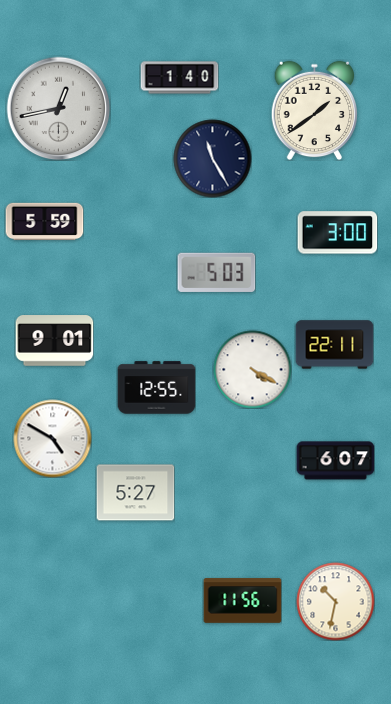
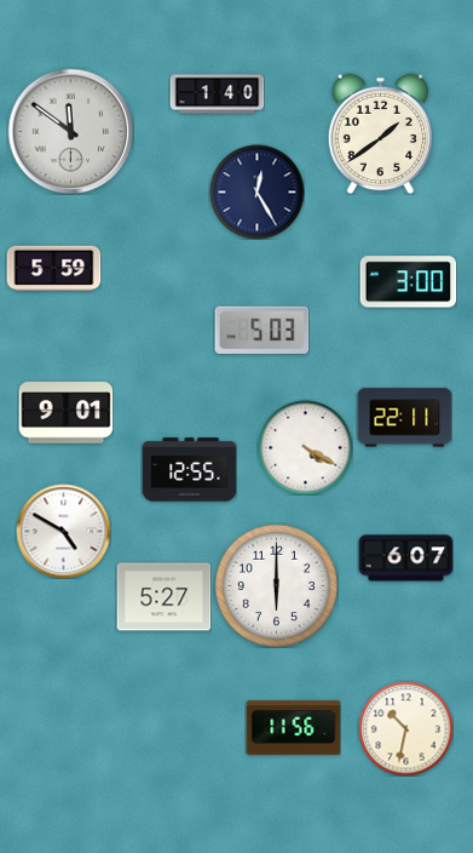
clock at (58, 108): 12:43 -> 11:51
clock at (212, 158): 11:25 -> 12:25
clock at (276, 585): none -> 6:00
